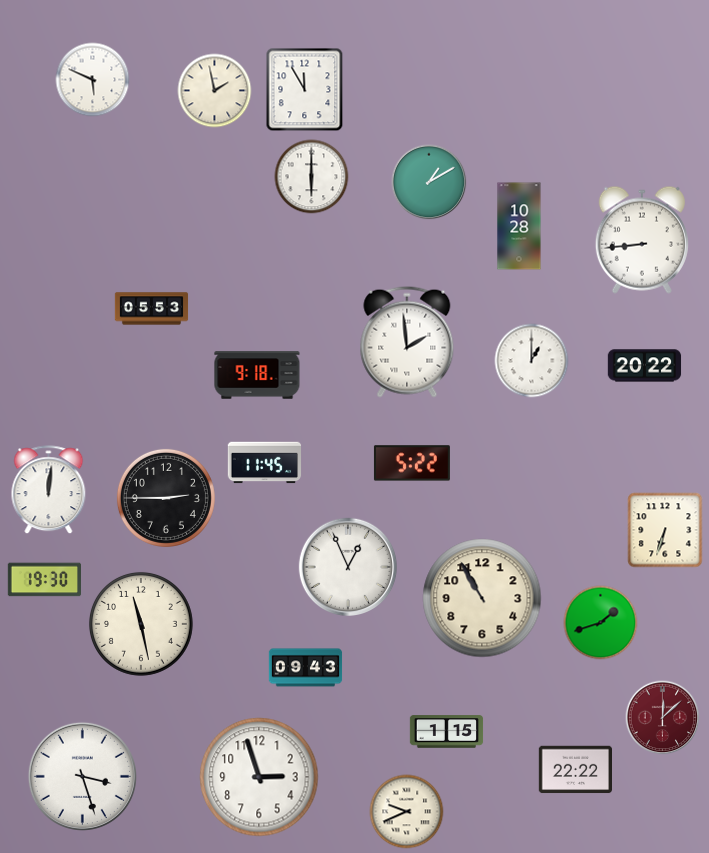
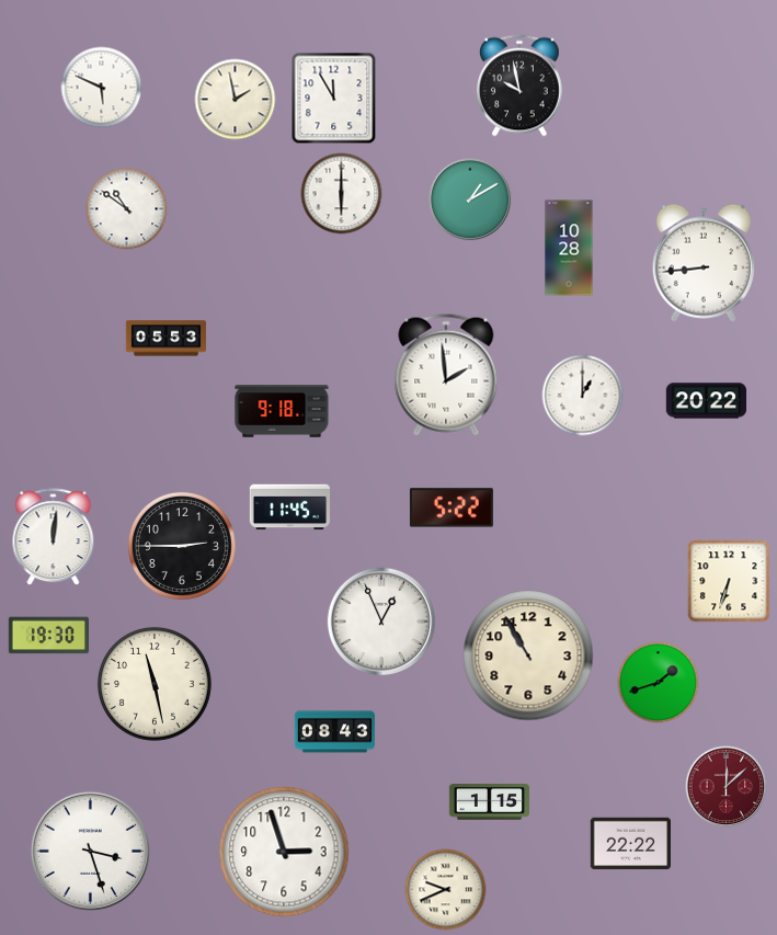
clock at (521, 85): none -> 9:58
clock at (127, 209): none -> 10:51
clock at (306, 668): 09:43 -> 08:43
